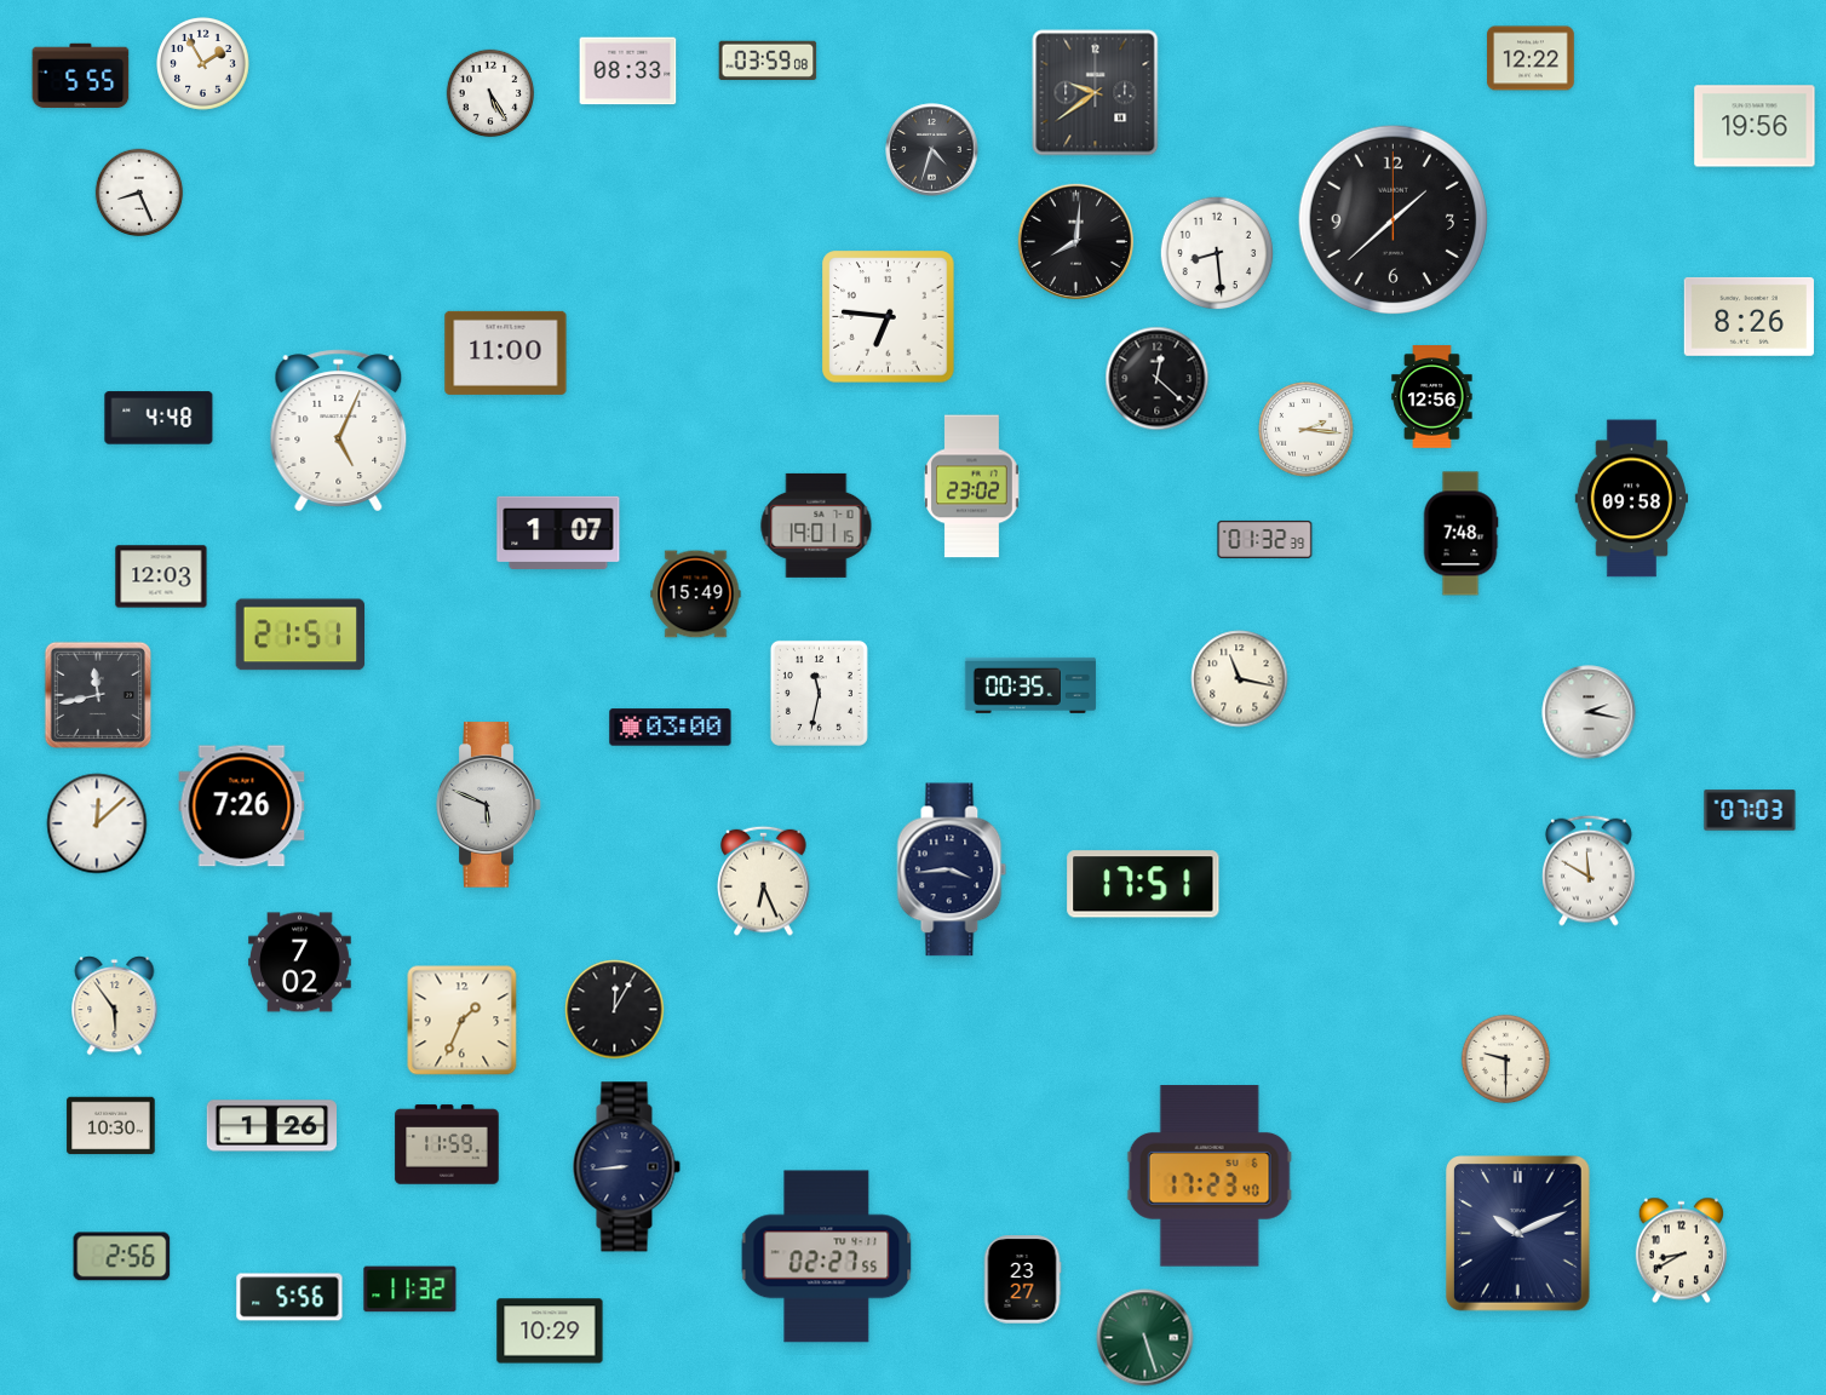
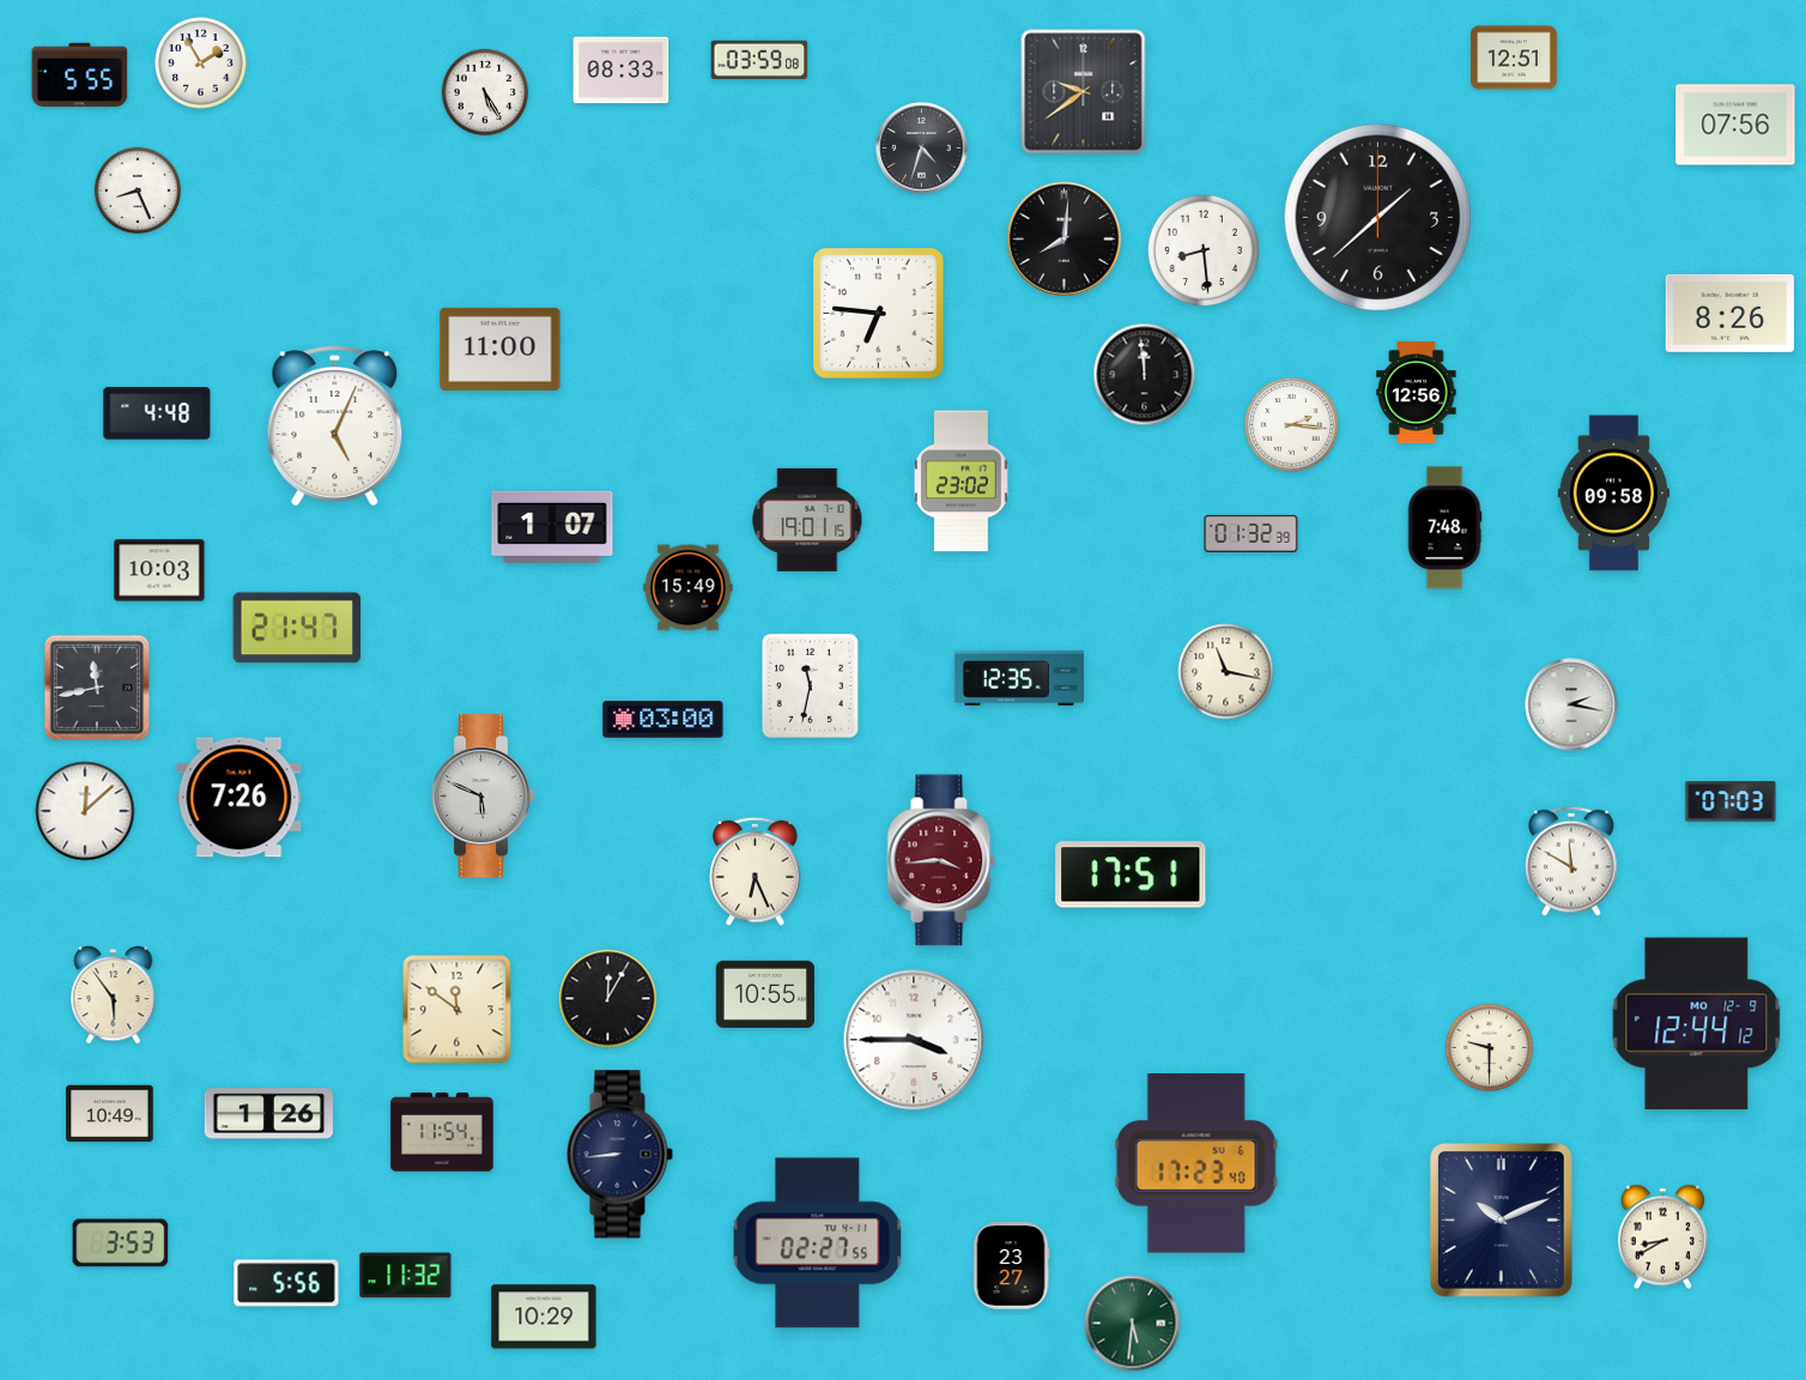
clock at (1531, 58): 12:22 -> 12:51
clock at (1755, 126): 19:56 -> 07:56
clock at (1158, 379): 12:22 -> 11:59
clock at (161, 576): 12:03 -> 10:03
clock at (299, 635): 21:51 -> 21:47
clock at (1030, 685): 00:35 -> 12:35
clock at (97, 823) position: (97, 823) -> (85, 811)
clock at (952, 869) dial: navy -> burgundy
clock at (300, 963): 7:02 -> none
clock at (764, 994): none -> 10:55
clock at (463, 1021): 1:34 -> 11:51
clock at (1697, 1024): none -> 12:44
clock at (914, 1040): none -> 3:45
clock at (111, 1126): 10:30 -> 10:49
clock at (447, 1144): 11:59 -> 11:54
clock at (122, 1257): 2:56 -> 3:53
clock at (1145, 1338): 5:27 -> 5:31
